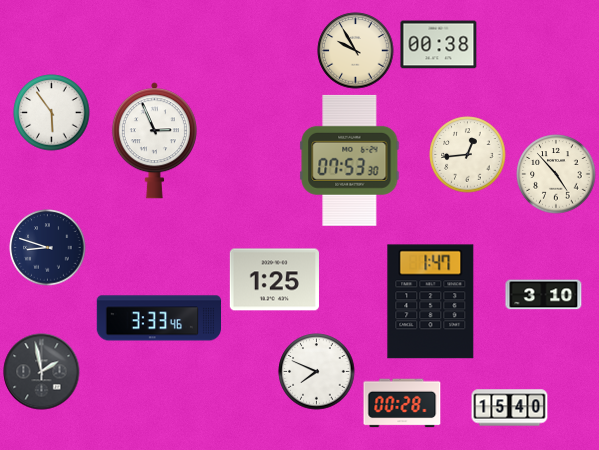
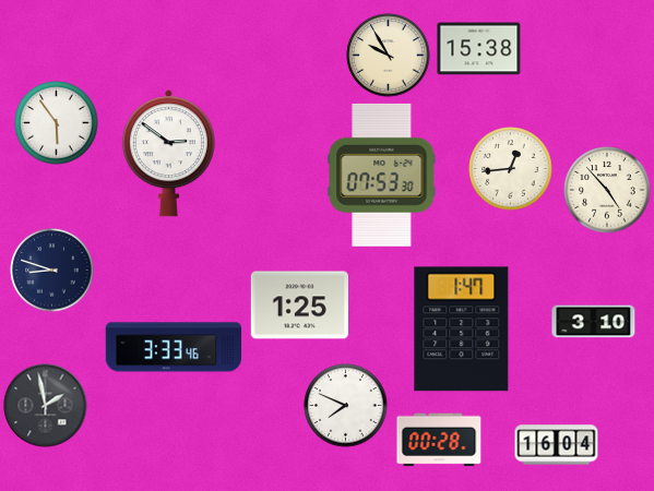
clock at (439, 45): 00:38 -> 15:38
clock at (154, 141): 2:56 -> 2:51
clock at (431, 302) position: (431, 302) -> (462, 330)
clock at (510, 408): 15:40 -> 16:04
